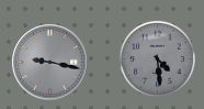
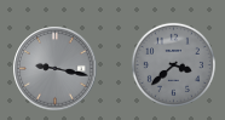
clock at (157, 58): 4:29 -> 3:38
